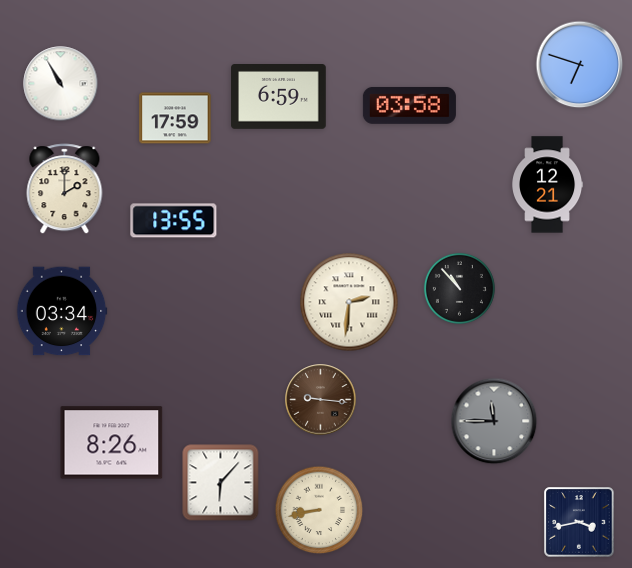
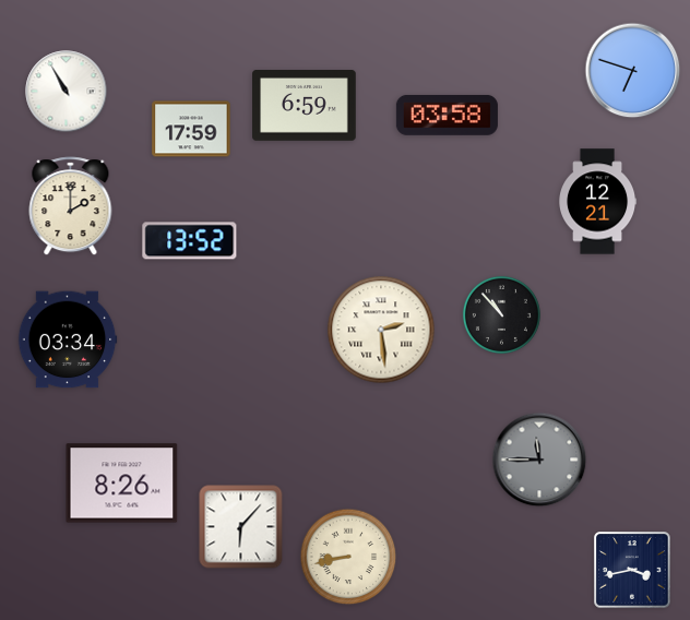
clock at (174, 221): 13:55 -> 13:52
clock at (349, 302): 2:31 -> 2:29
clock at (321, 400): 9:16 -> none
